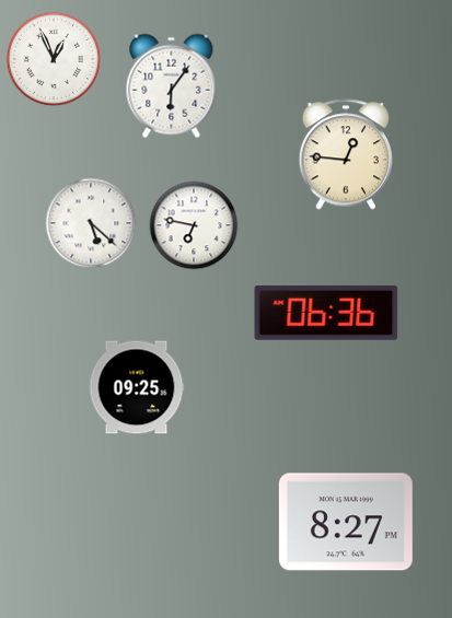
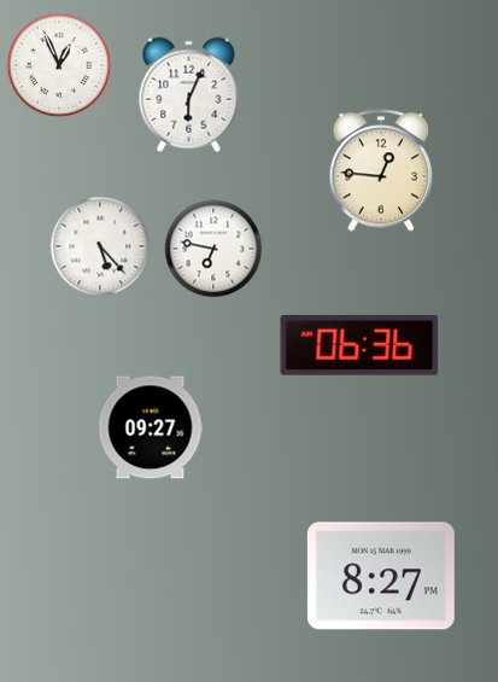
clock at (172, 86): 6:06 -> 6:04
clock at (91, 223): 5:22 -> 5:23
clock at (137, 387): 09:25 -> 09:27
